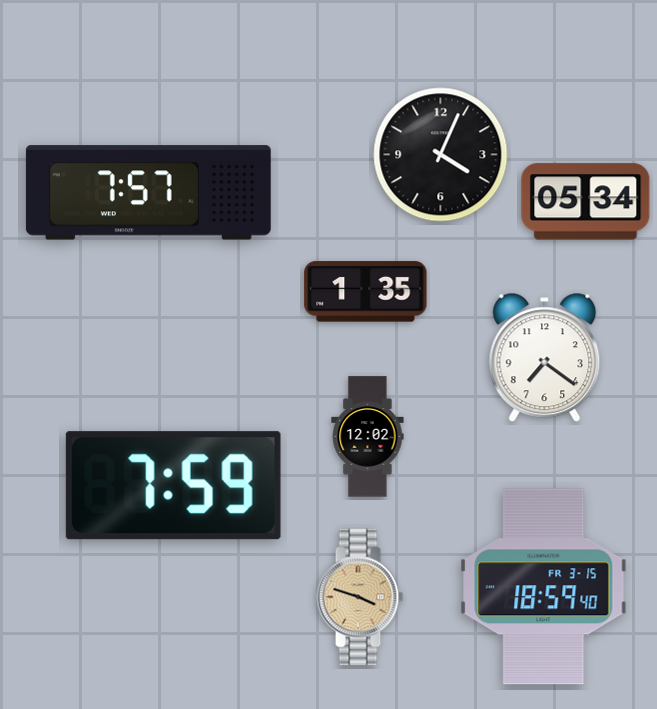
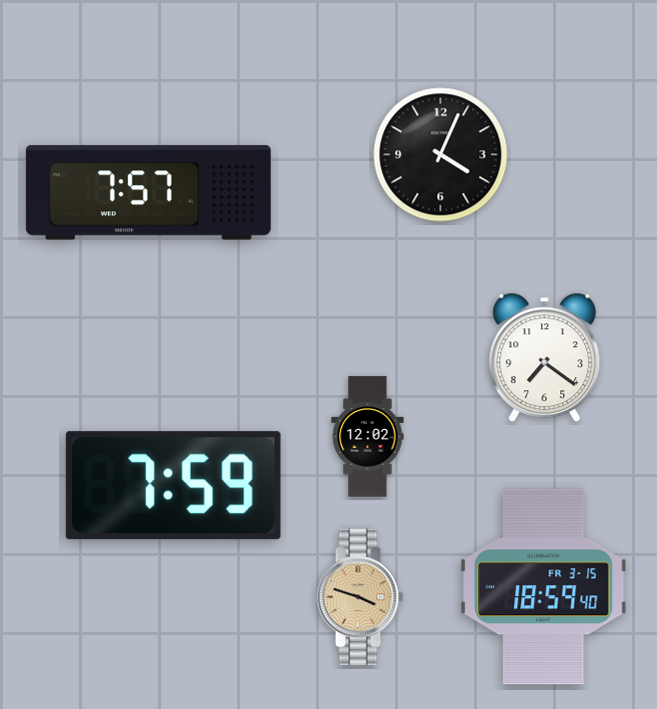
clock at (586, 202): 05:34 -> none
clock at (366, 292): 1:35 -> none
